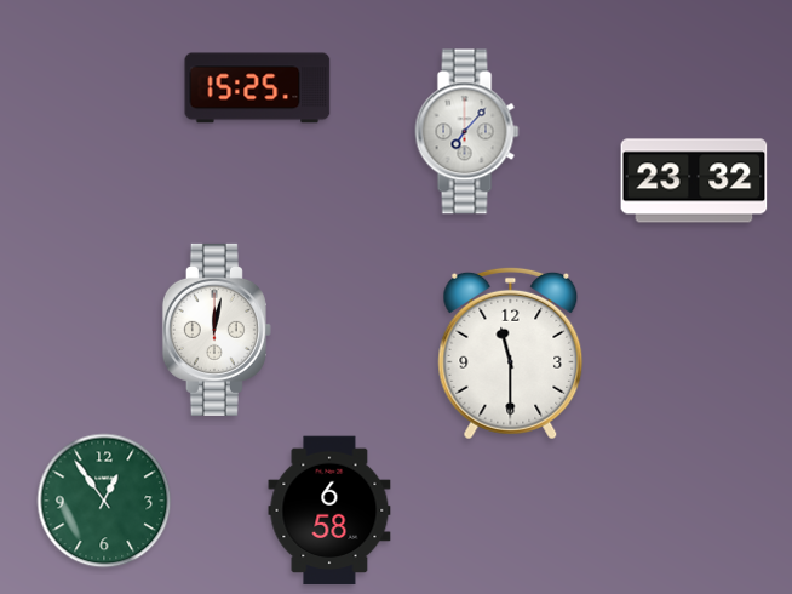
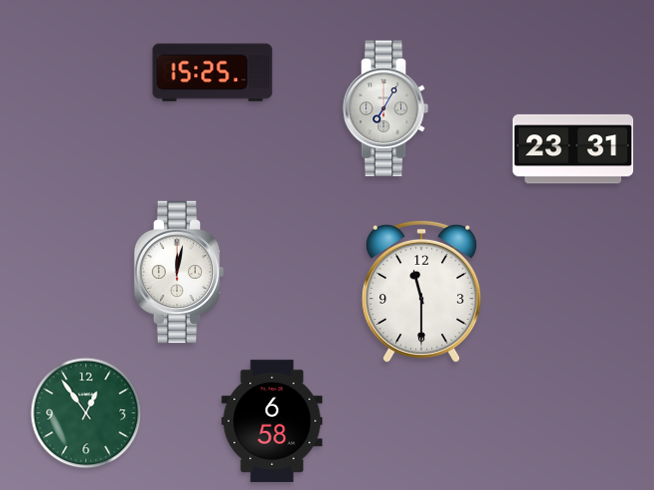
clock at (467, 132): 7:07 -> 7:05
clock at (694, 181): 23:32 -> 23:31
